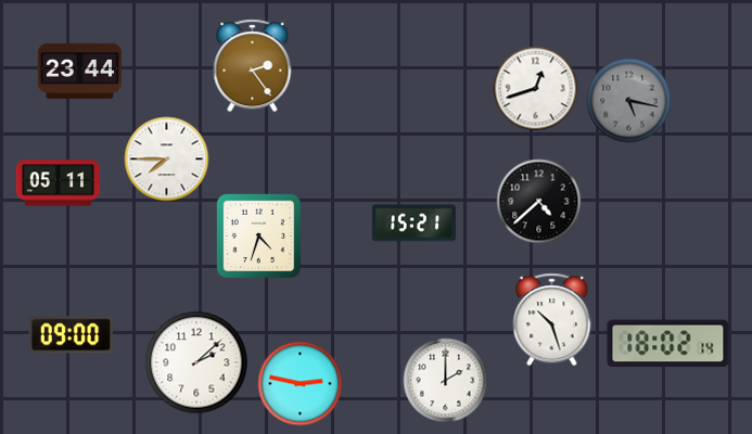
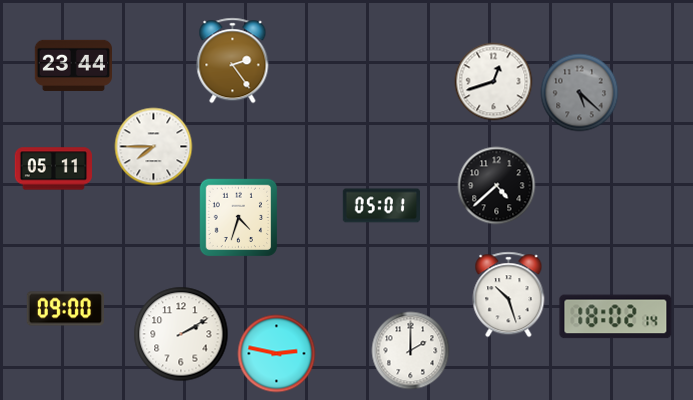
clock at (628, 100): 5:17 -> 5:22
clock at (413, 224): 15:21 -> 05:01
clock at (196, 362): 2:08 -> 2:10
